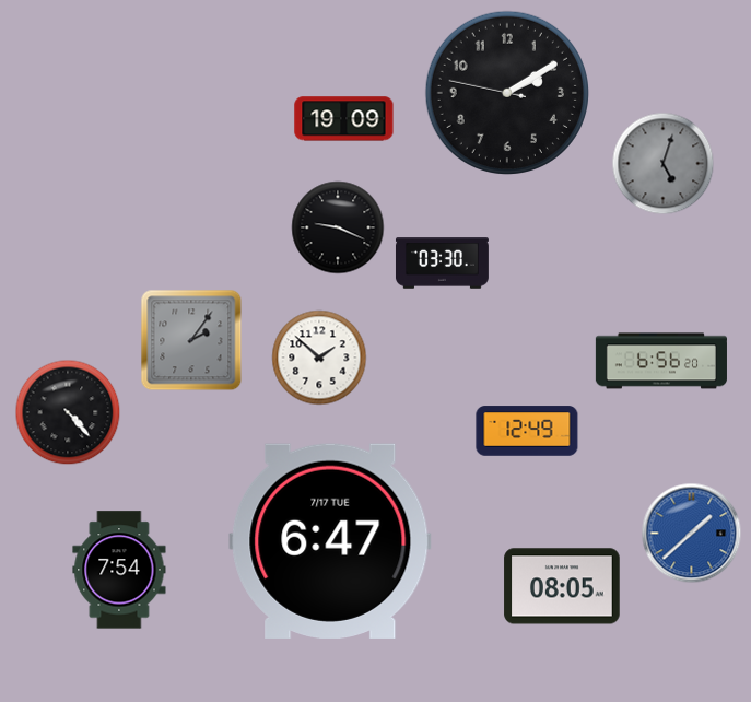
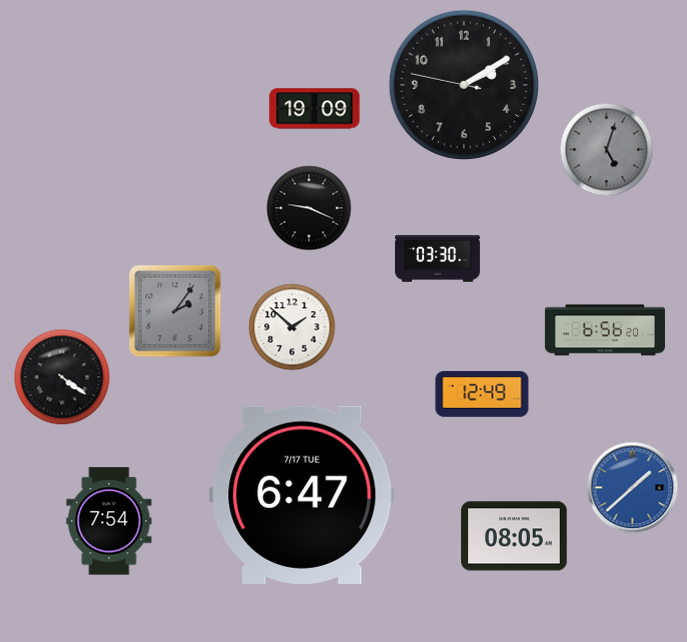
clock at (442, 264) position: (442, 264) -> (437, 259)
clock at (68, 412): 4:23 -> 4:21
